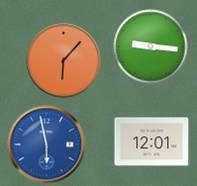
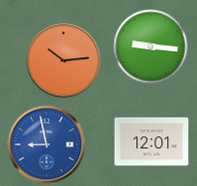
clock at (64, 61): 6:07 -> 10:14
clock at (47, 145): 5:58 -> 8:58
